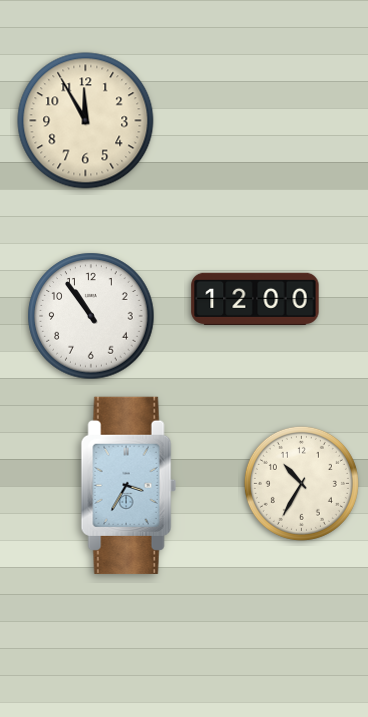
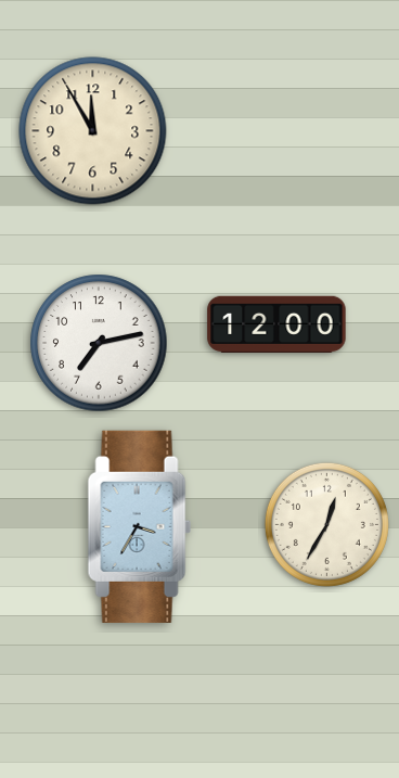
clock at (91, 316): 10:54 -> 7:13
clock at (301, 483): 10:35 -> 12:35
